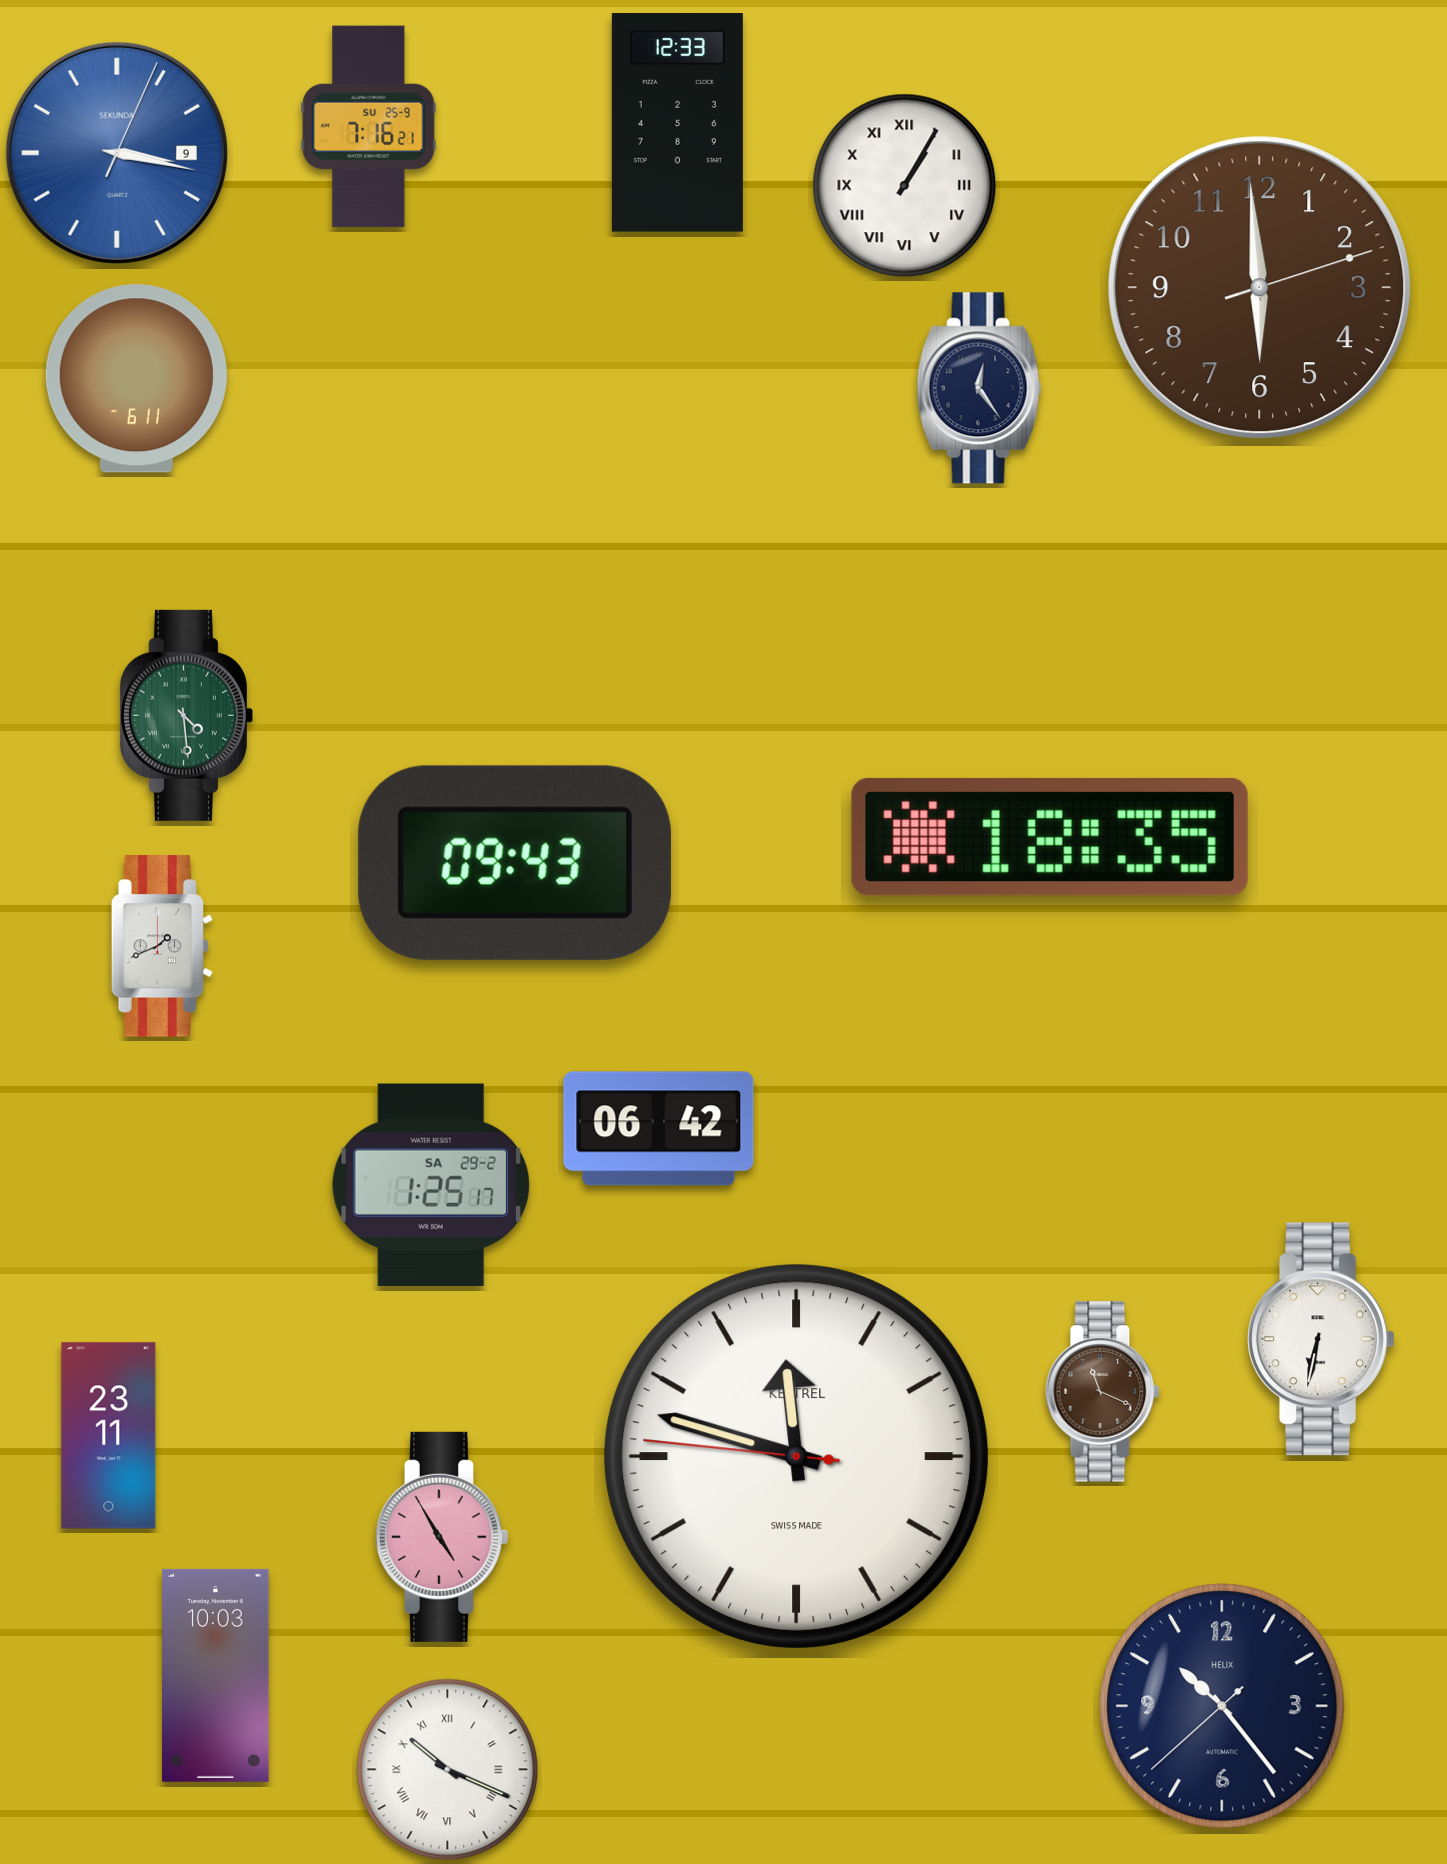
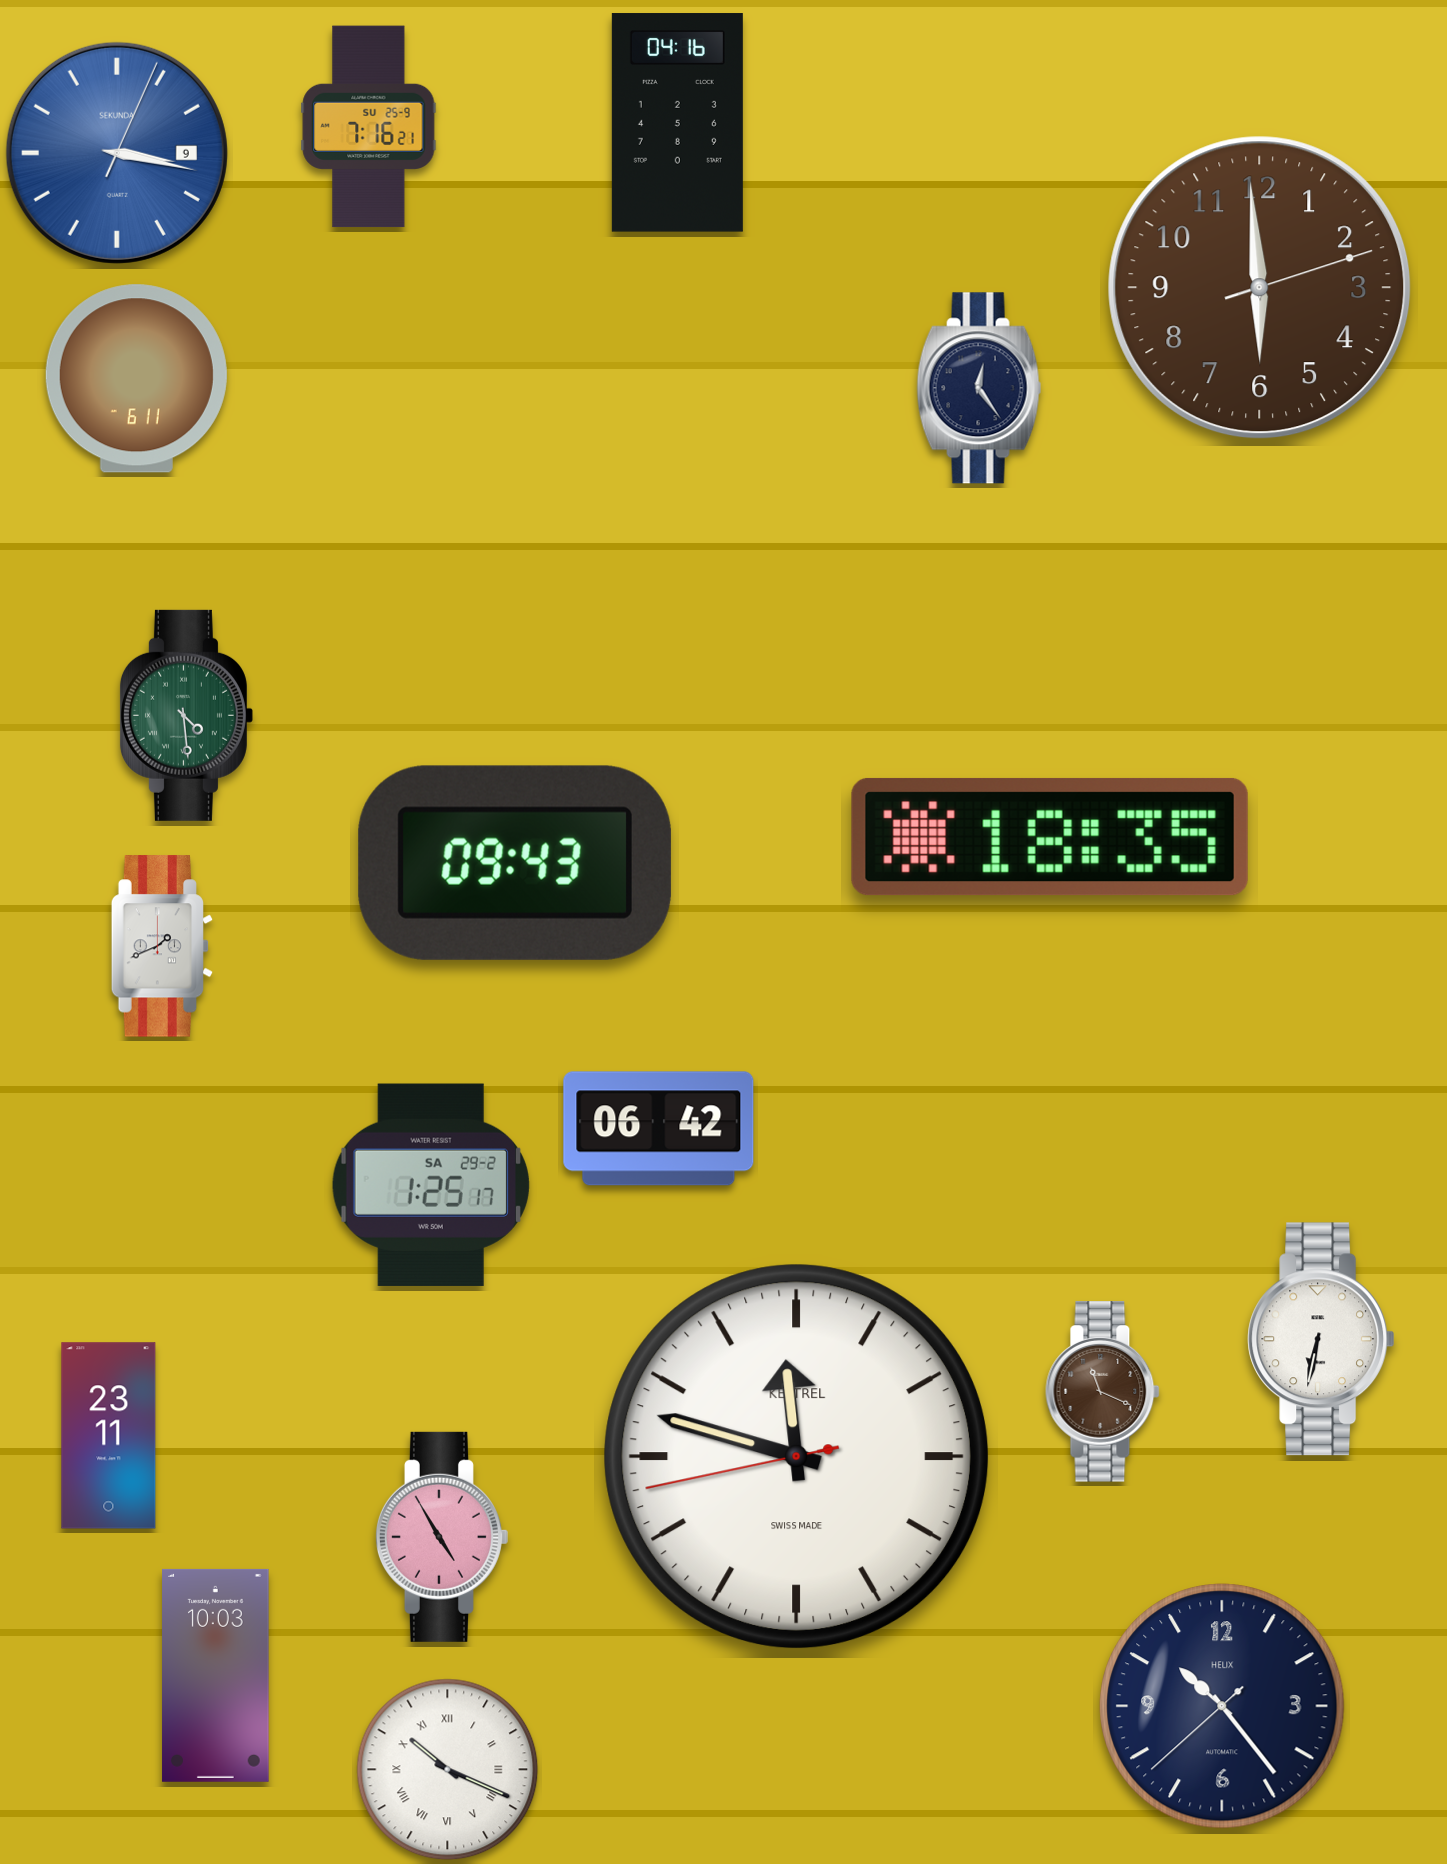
clock at (677, 123): 12:33 -> 04:16
clock at (905, 186): 1:05 -> none
clock at (796, 1456): 11:47:46 -> 11:47:43
